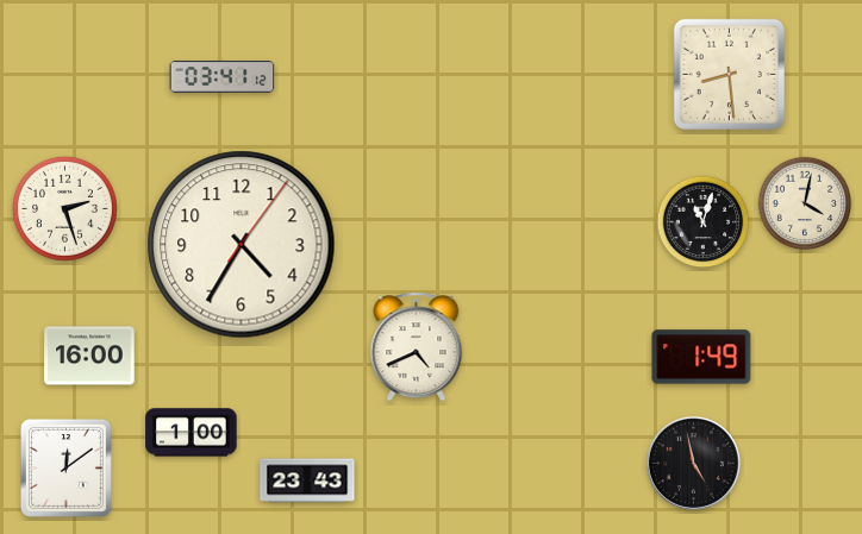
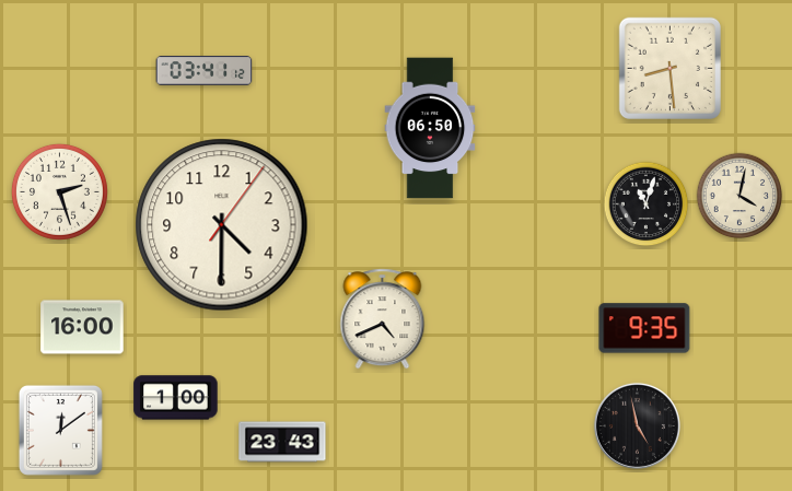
clock at (430, 128): none -> 06:50
clock at (805, 203) position: (805, 203) -> (739, 196)
clock at (242, 245): 4:35 -> 4:30
clock at (701, 357): 1:49 -> 9:35
